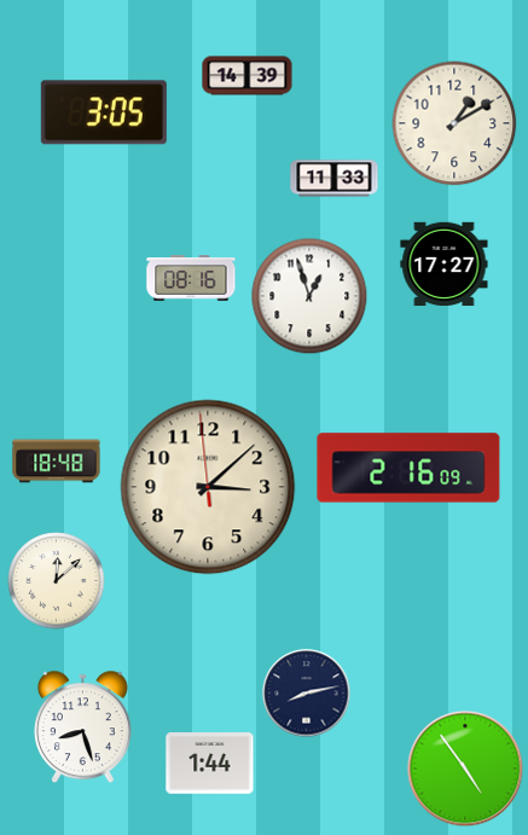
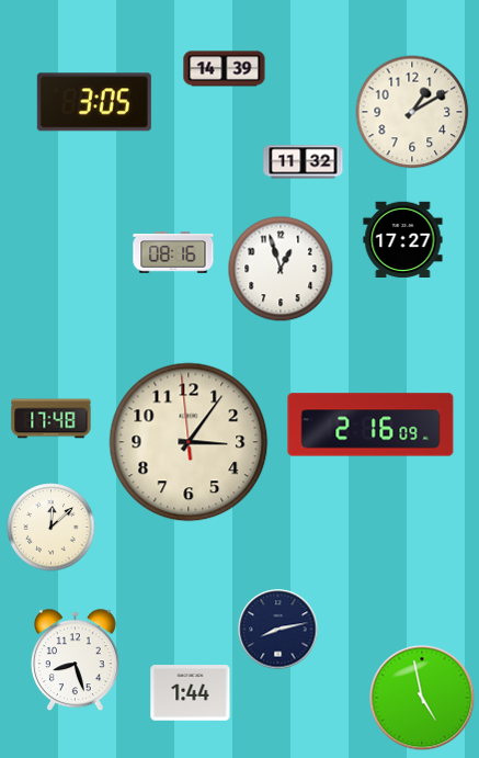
clock at (335, 179): 11:33 -> 11:32
clock at (57, 462): 18:48 -> 17:48
clock at (208, 487): 3:07 -> 3:05
clock at (465, 769): 4:54 -> 4:58
